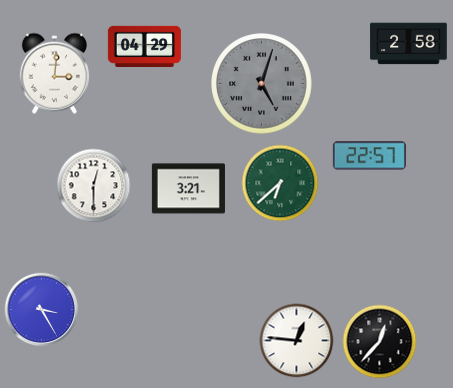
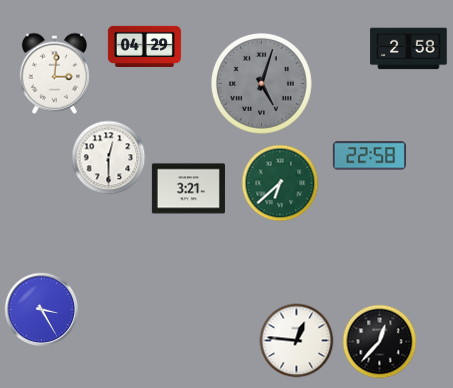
clock at (409, 44) position: (409, 44) -> (409, 49)
clock at (369, 156): 22:57 -> 22:58
clock at (94, 186) position: (94, 186) -> (109, 158)
